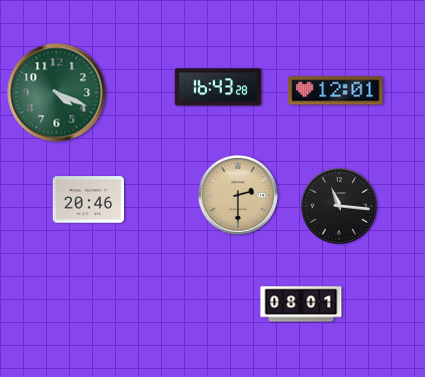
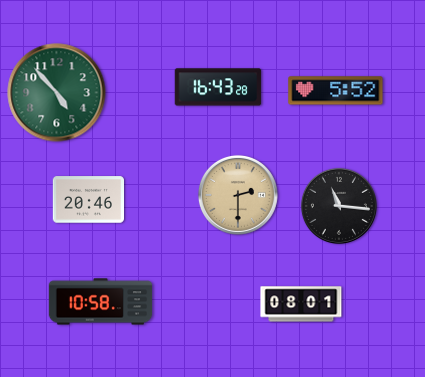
clock at (336, 91): 12:01 -> 5:52
clock at (57, 93): 4:19 -> 4:53
clock at (101, 302): none -> 10:58
